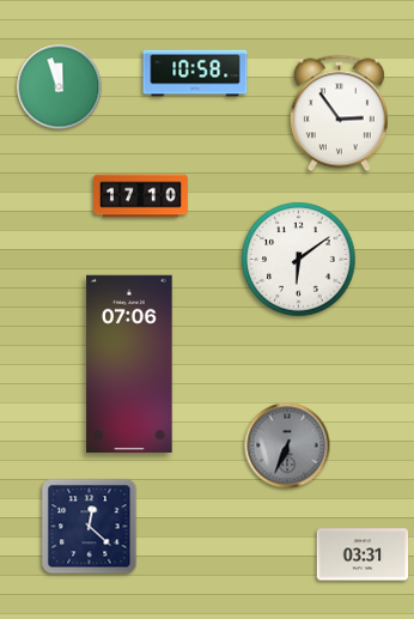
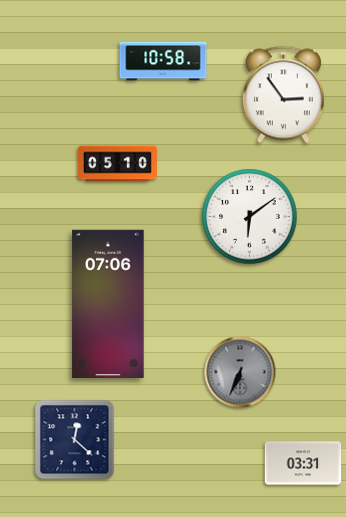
clock at (60, 87): 11:57 -> none
clock at (140, 196): 17:10 -> 05:10
